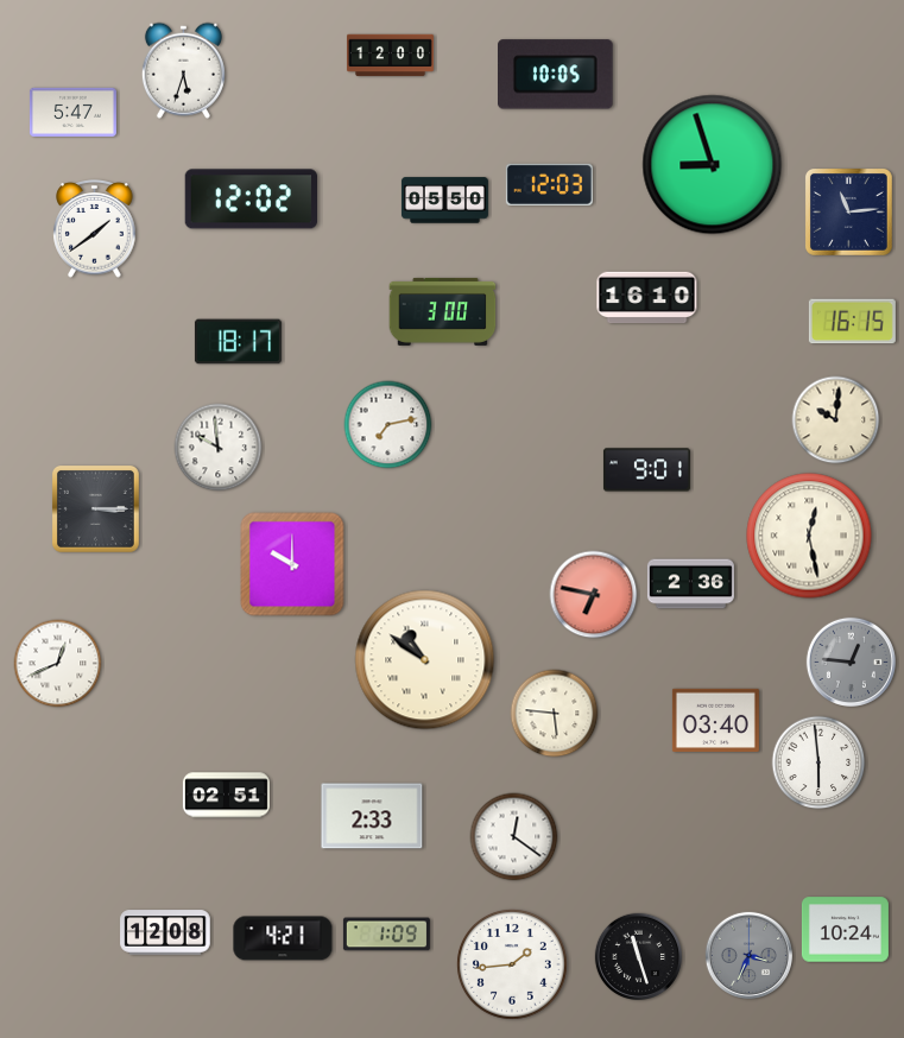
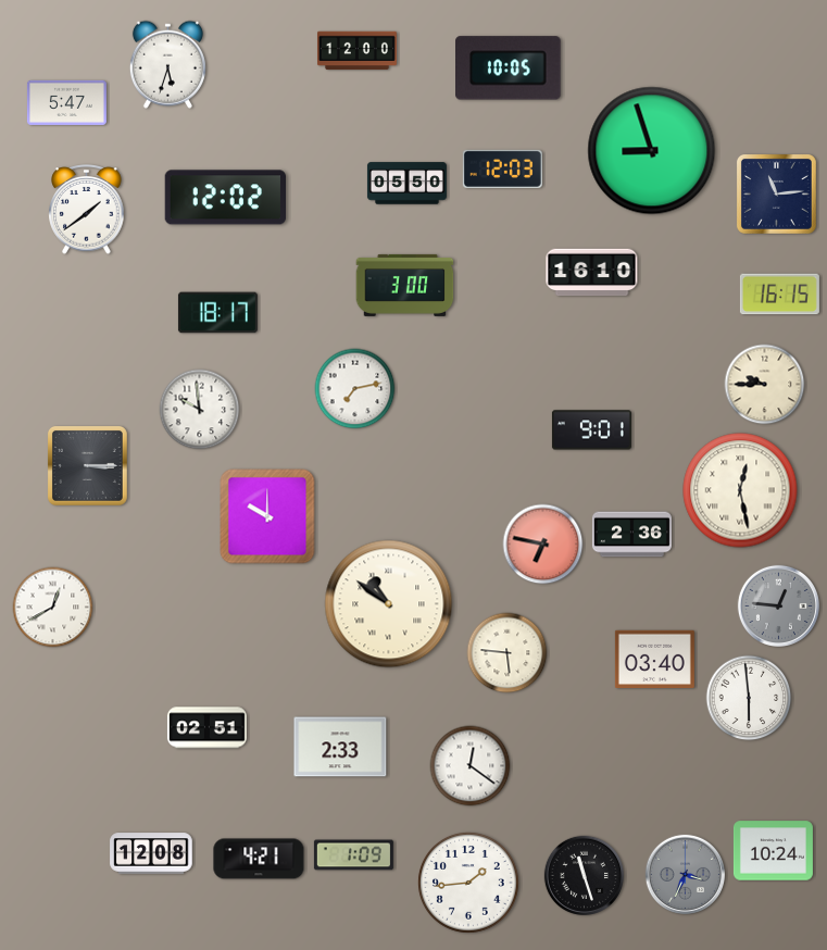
clock at (251, 200) position: (251, 200) -> (225, 198)
clock at (836, 420): 10:01 -> 9:45
clock at (58, 664): 12:41 -> 12:40
